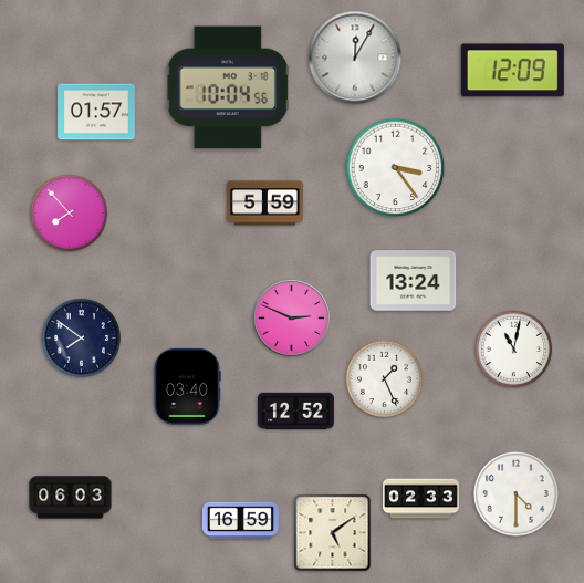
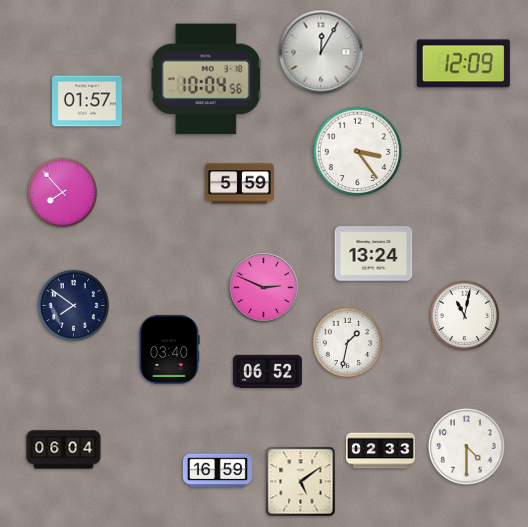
clock at (385, 379): 1:26 -> 1:32
clock at (295, 410): 12:52 -> 06:52
clock at (71, 498): 06:03 -> 06:04
